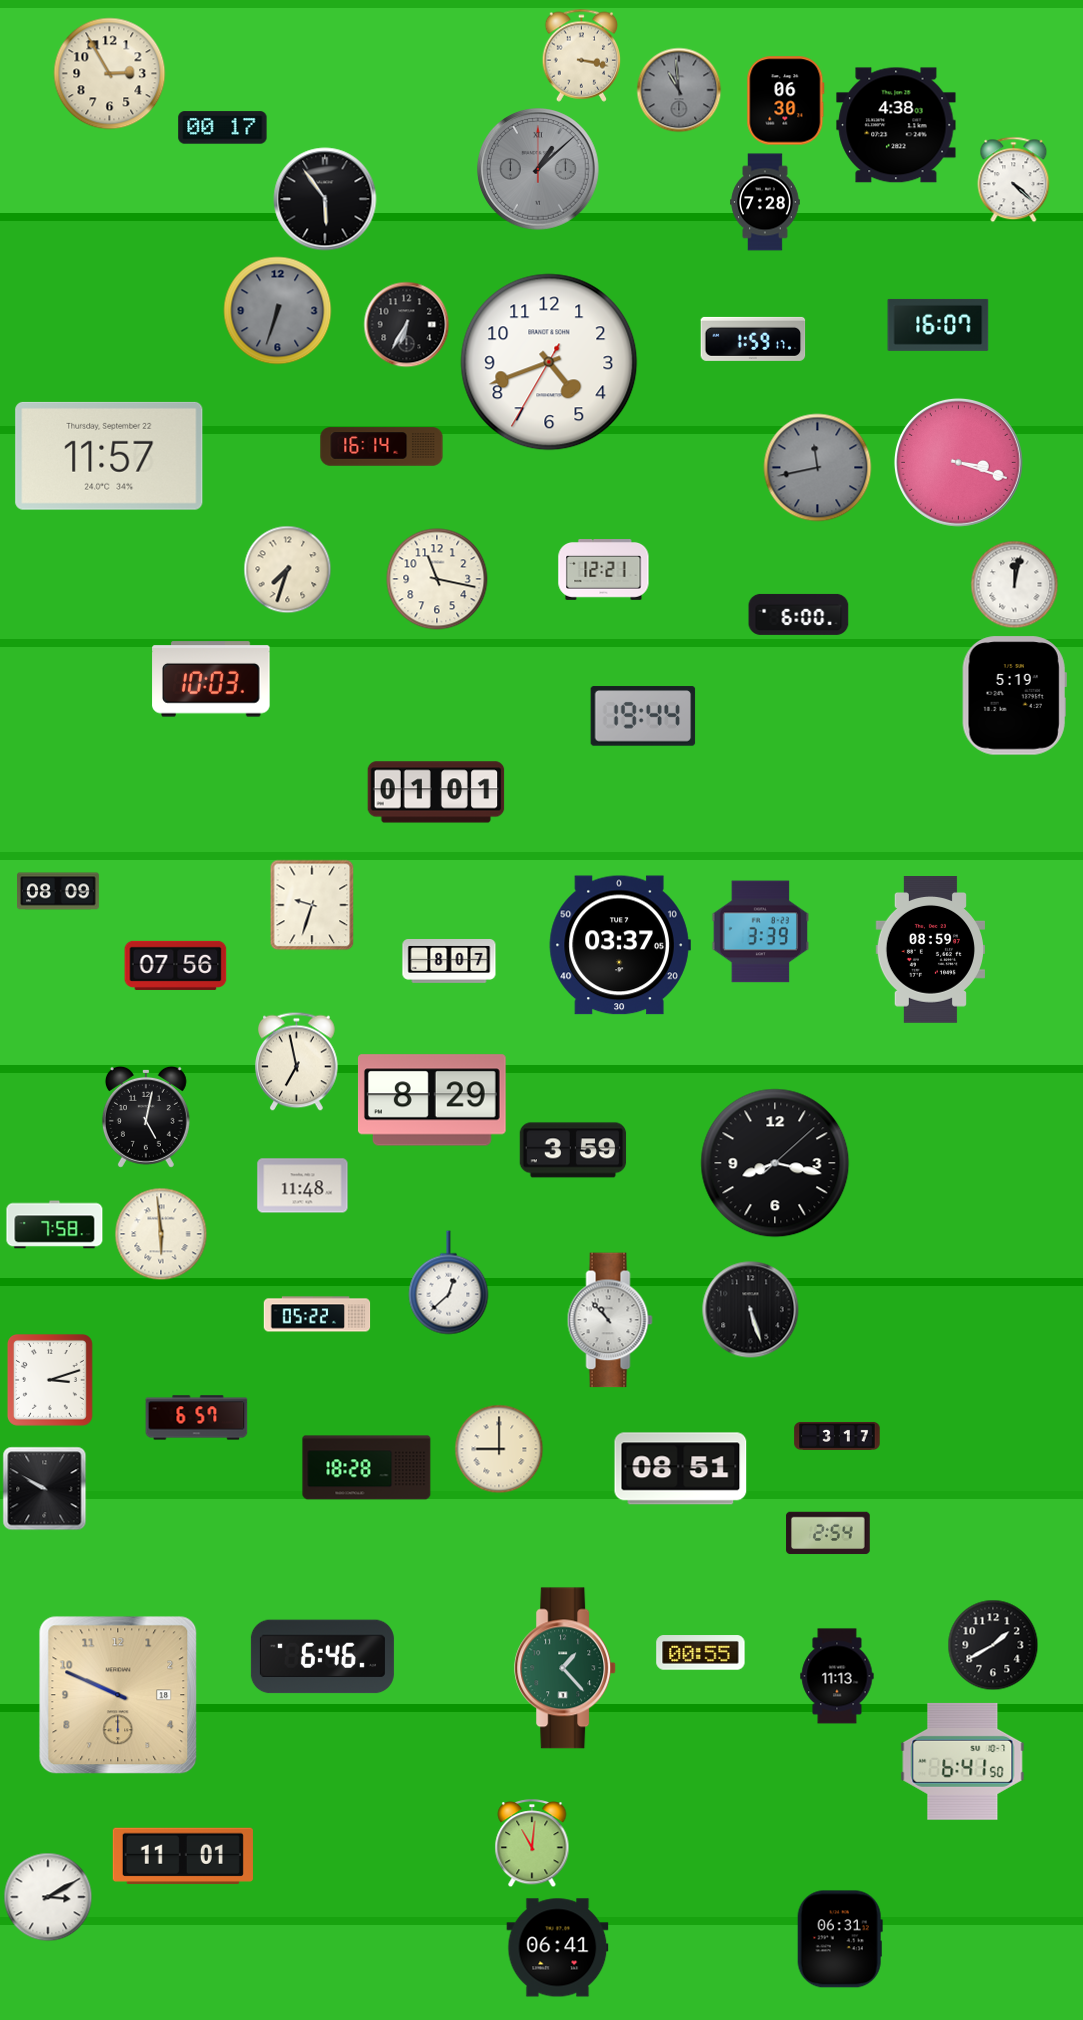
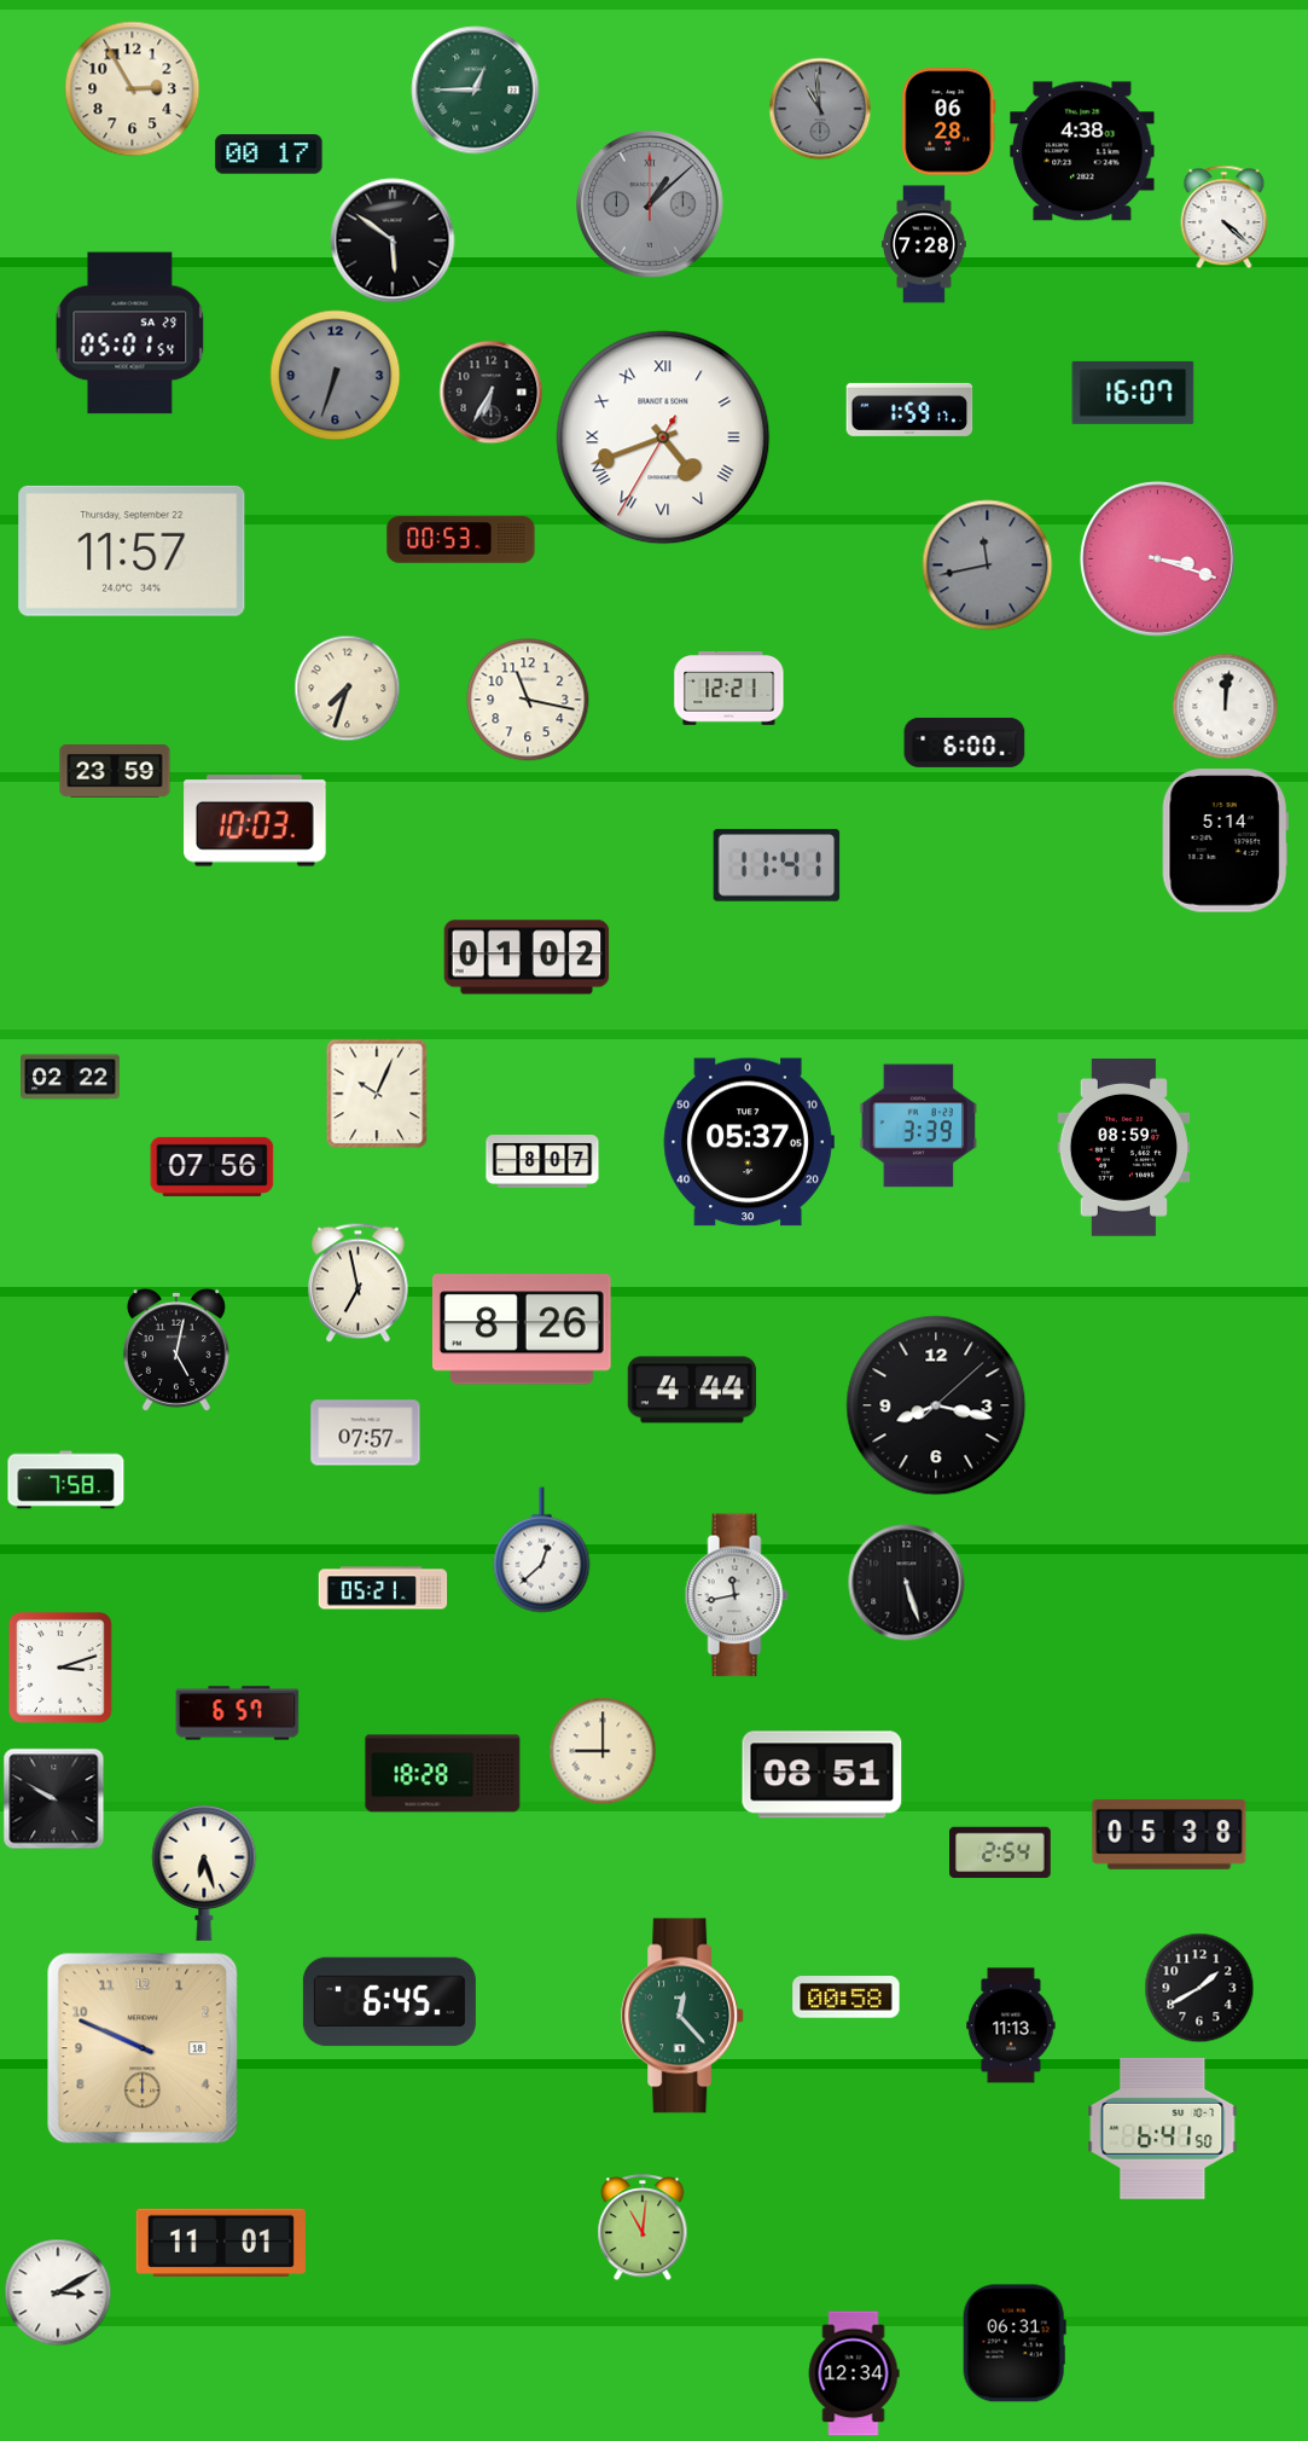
clock at (582, 55): 3:17 -> none
clock at (476, 91): none -> 12:45
clock at (786, 101): 06:30 -> 06:28
clock at (325, 199): 5:54 -> 5:51
clock at (130, 334): none -> 05:01
clock at (549, 362) numerals: Arabic -> Roman
clock at (382, 447): 16:14 -> 00:53
clock at (1015, 585): 12:02 -> 12:01
clock at (115, 771): none -> 23:59
clock at (1014, 696): 5:19 -> 5:14
clock at (643, 716): 19:44 -> 11:41
clock at (436, 792): 01:01 -> 01:02
clock at (59, 891): 08:09 -> 02:22
clock at (312, 905): 9:33 -> 10:04
clock at (620, 945): 03:37 -> 05:37
clock at (432, 1100): 8:29 -> 8:26
clock at (573, 1150): 3:59 -> 4:44
clock at (303, 1186): 11:48 -> 07:57
clock at (161, 1234): 5:59 -> none
clock at (317, 1314): 05:22 -> 05:21
clock at (610, 1320): 10:53 -> 11:43
clock at (837, 1436): 3:17 -> none
clock at (1169, 1834): none -> 05:38
clock at (204, 1872): none -> 6:27
clock at (701, 1653): 00:55 -> 00:58
clock at (322, 1657): 6:46 -> 6:45
clock at (566, 1668): 1:23 -> 12:23
clock at (558, 1948): 06:41 -> none
clock at (854, 2373): none -> 12:34
